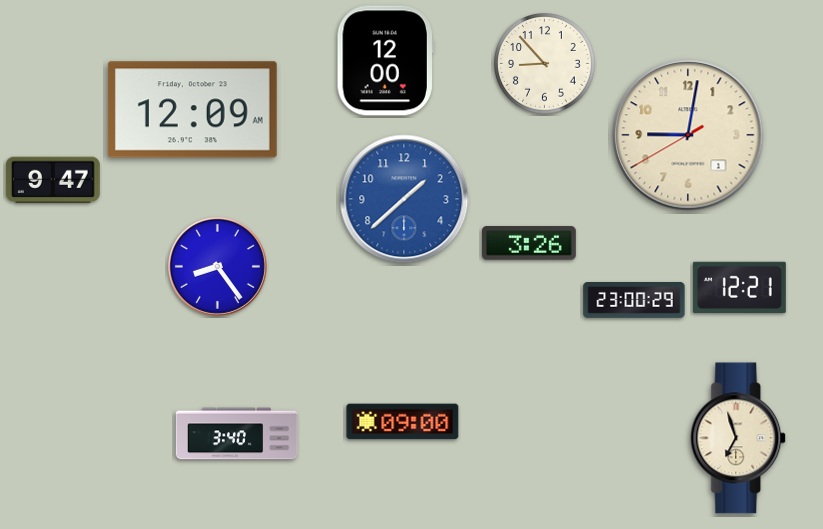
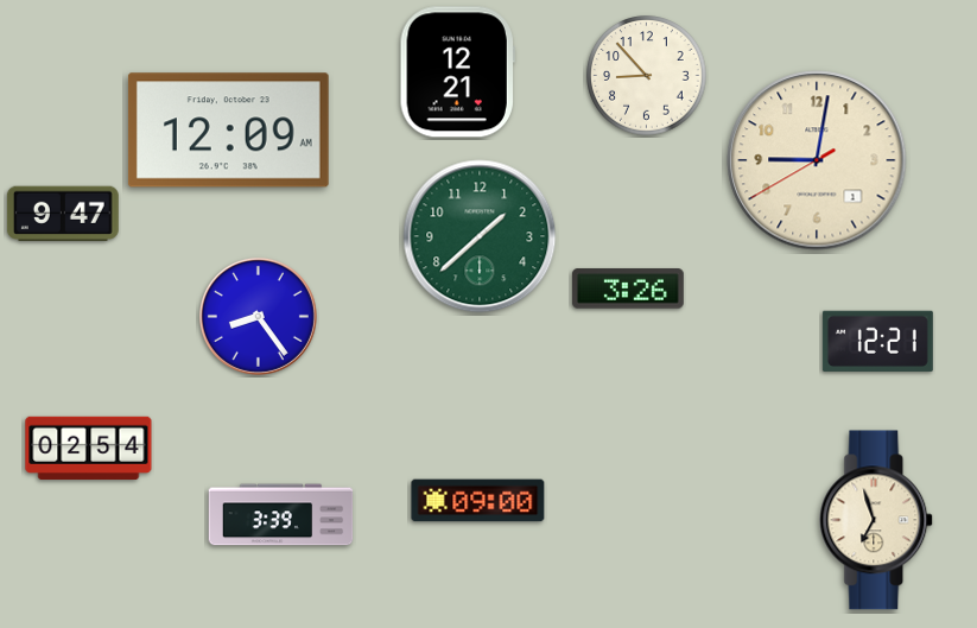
clock at (385, 61): 12:00 -> 12:21
clock at (404, 199) dial: blue -> green
clock at (634, 301): 23:00 -> none
clock at (89, 448): none -> 02:54
clock at (237, 434): 3:40 -> 3:39
